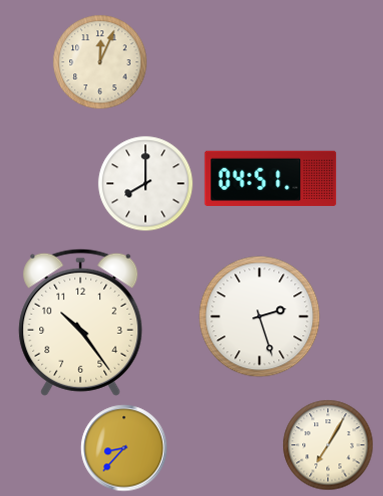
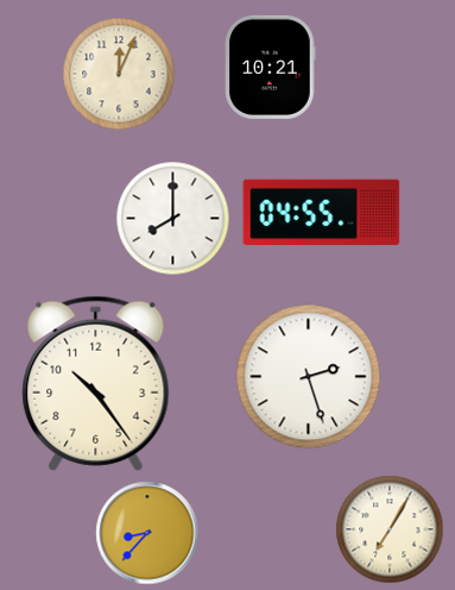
clock at (271, 67): none -> 10:21
clock at (271, 178): 04:51 -> 04:55
